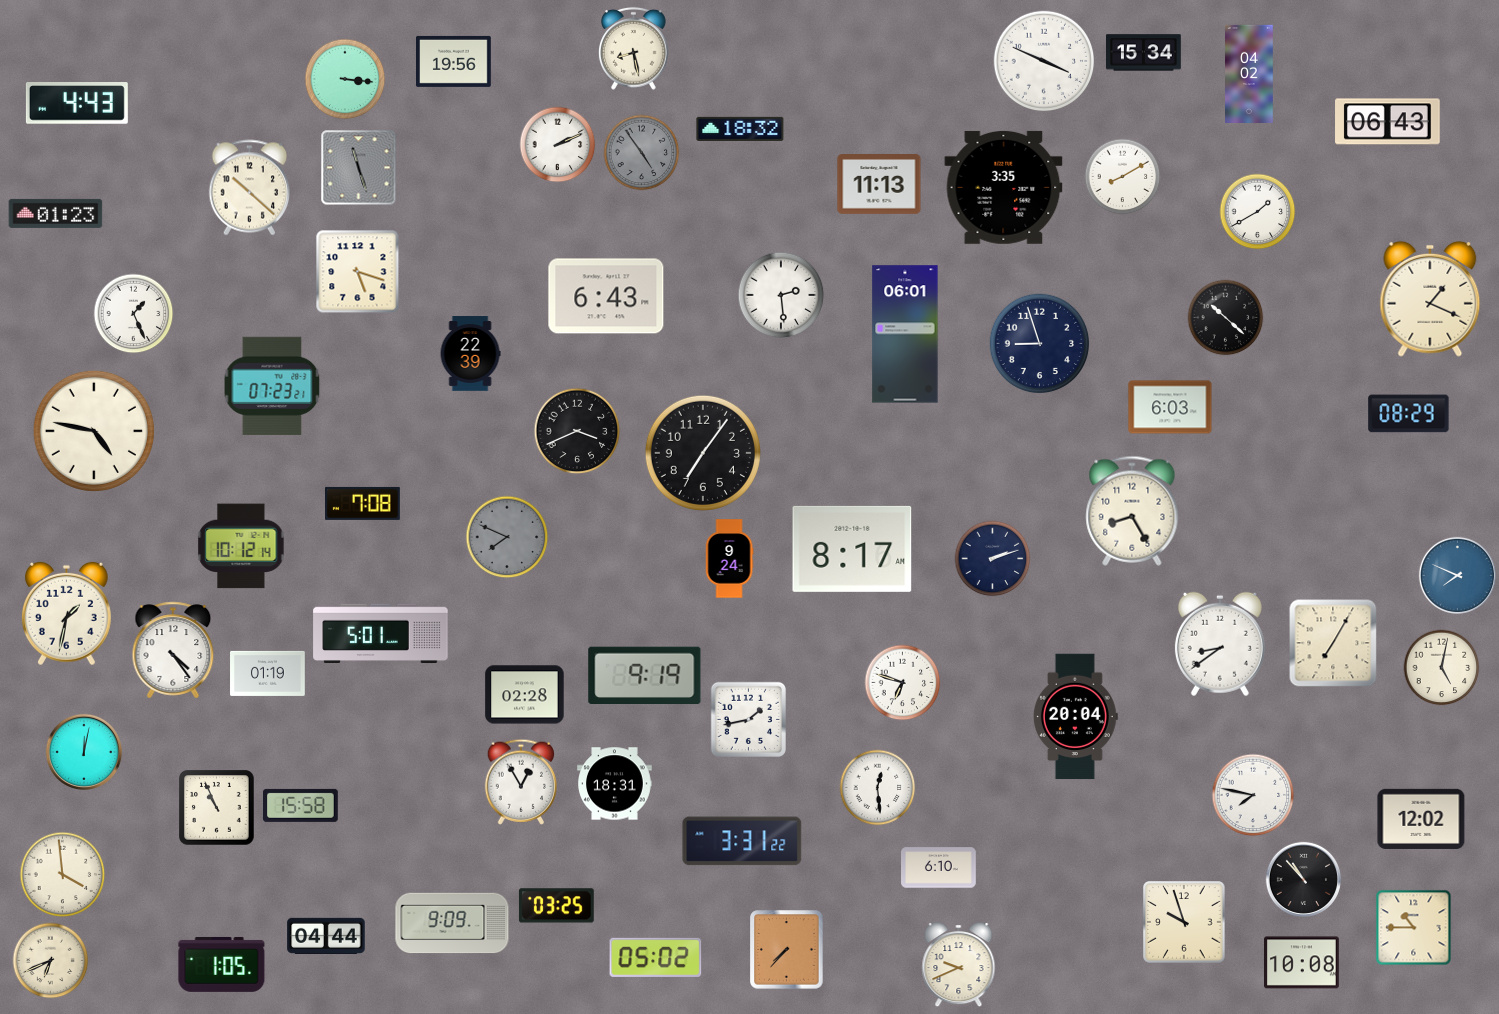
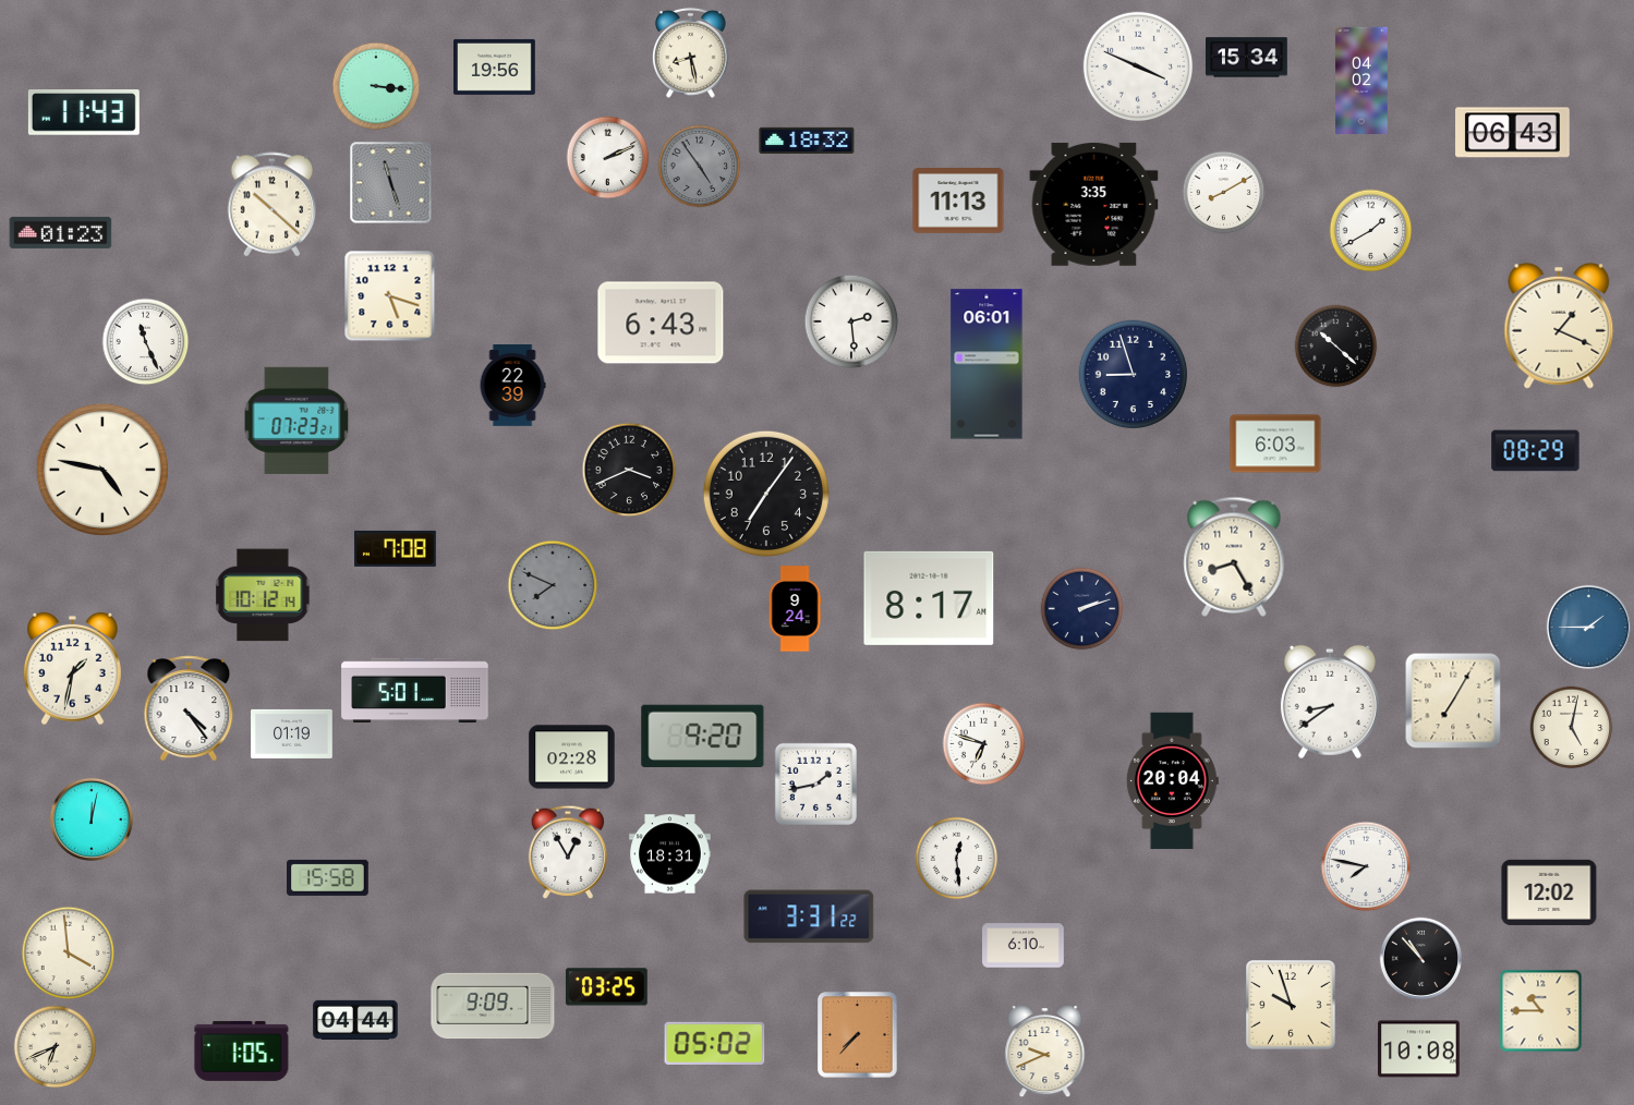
clock at (77, 104): 4:43 -> 11:43
clock at (134, 314): 1:26 -> 11:26
clock at (1457, 575): 7:49 -> 1:45
clock at (645, 676): 9:19 -> 9:20
clock at (217, 808): 10:56 -> none
